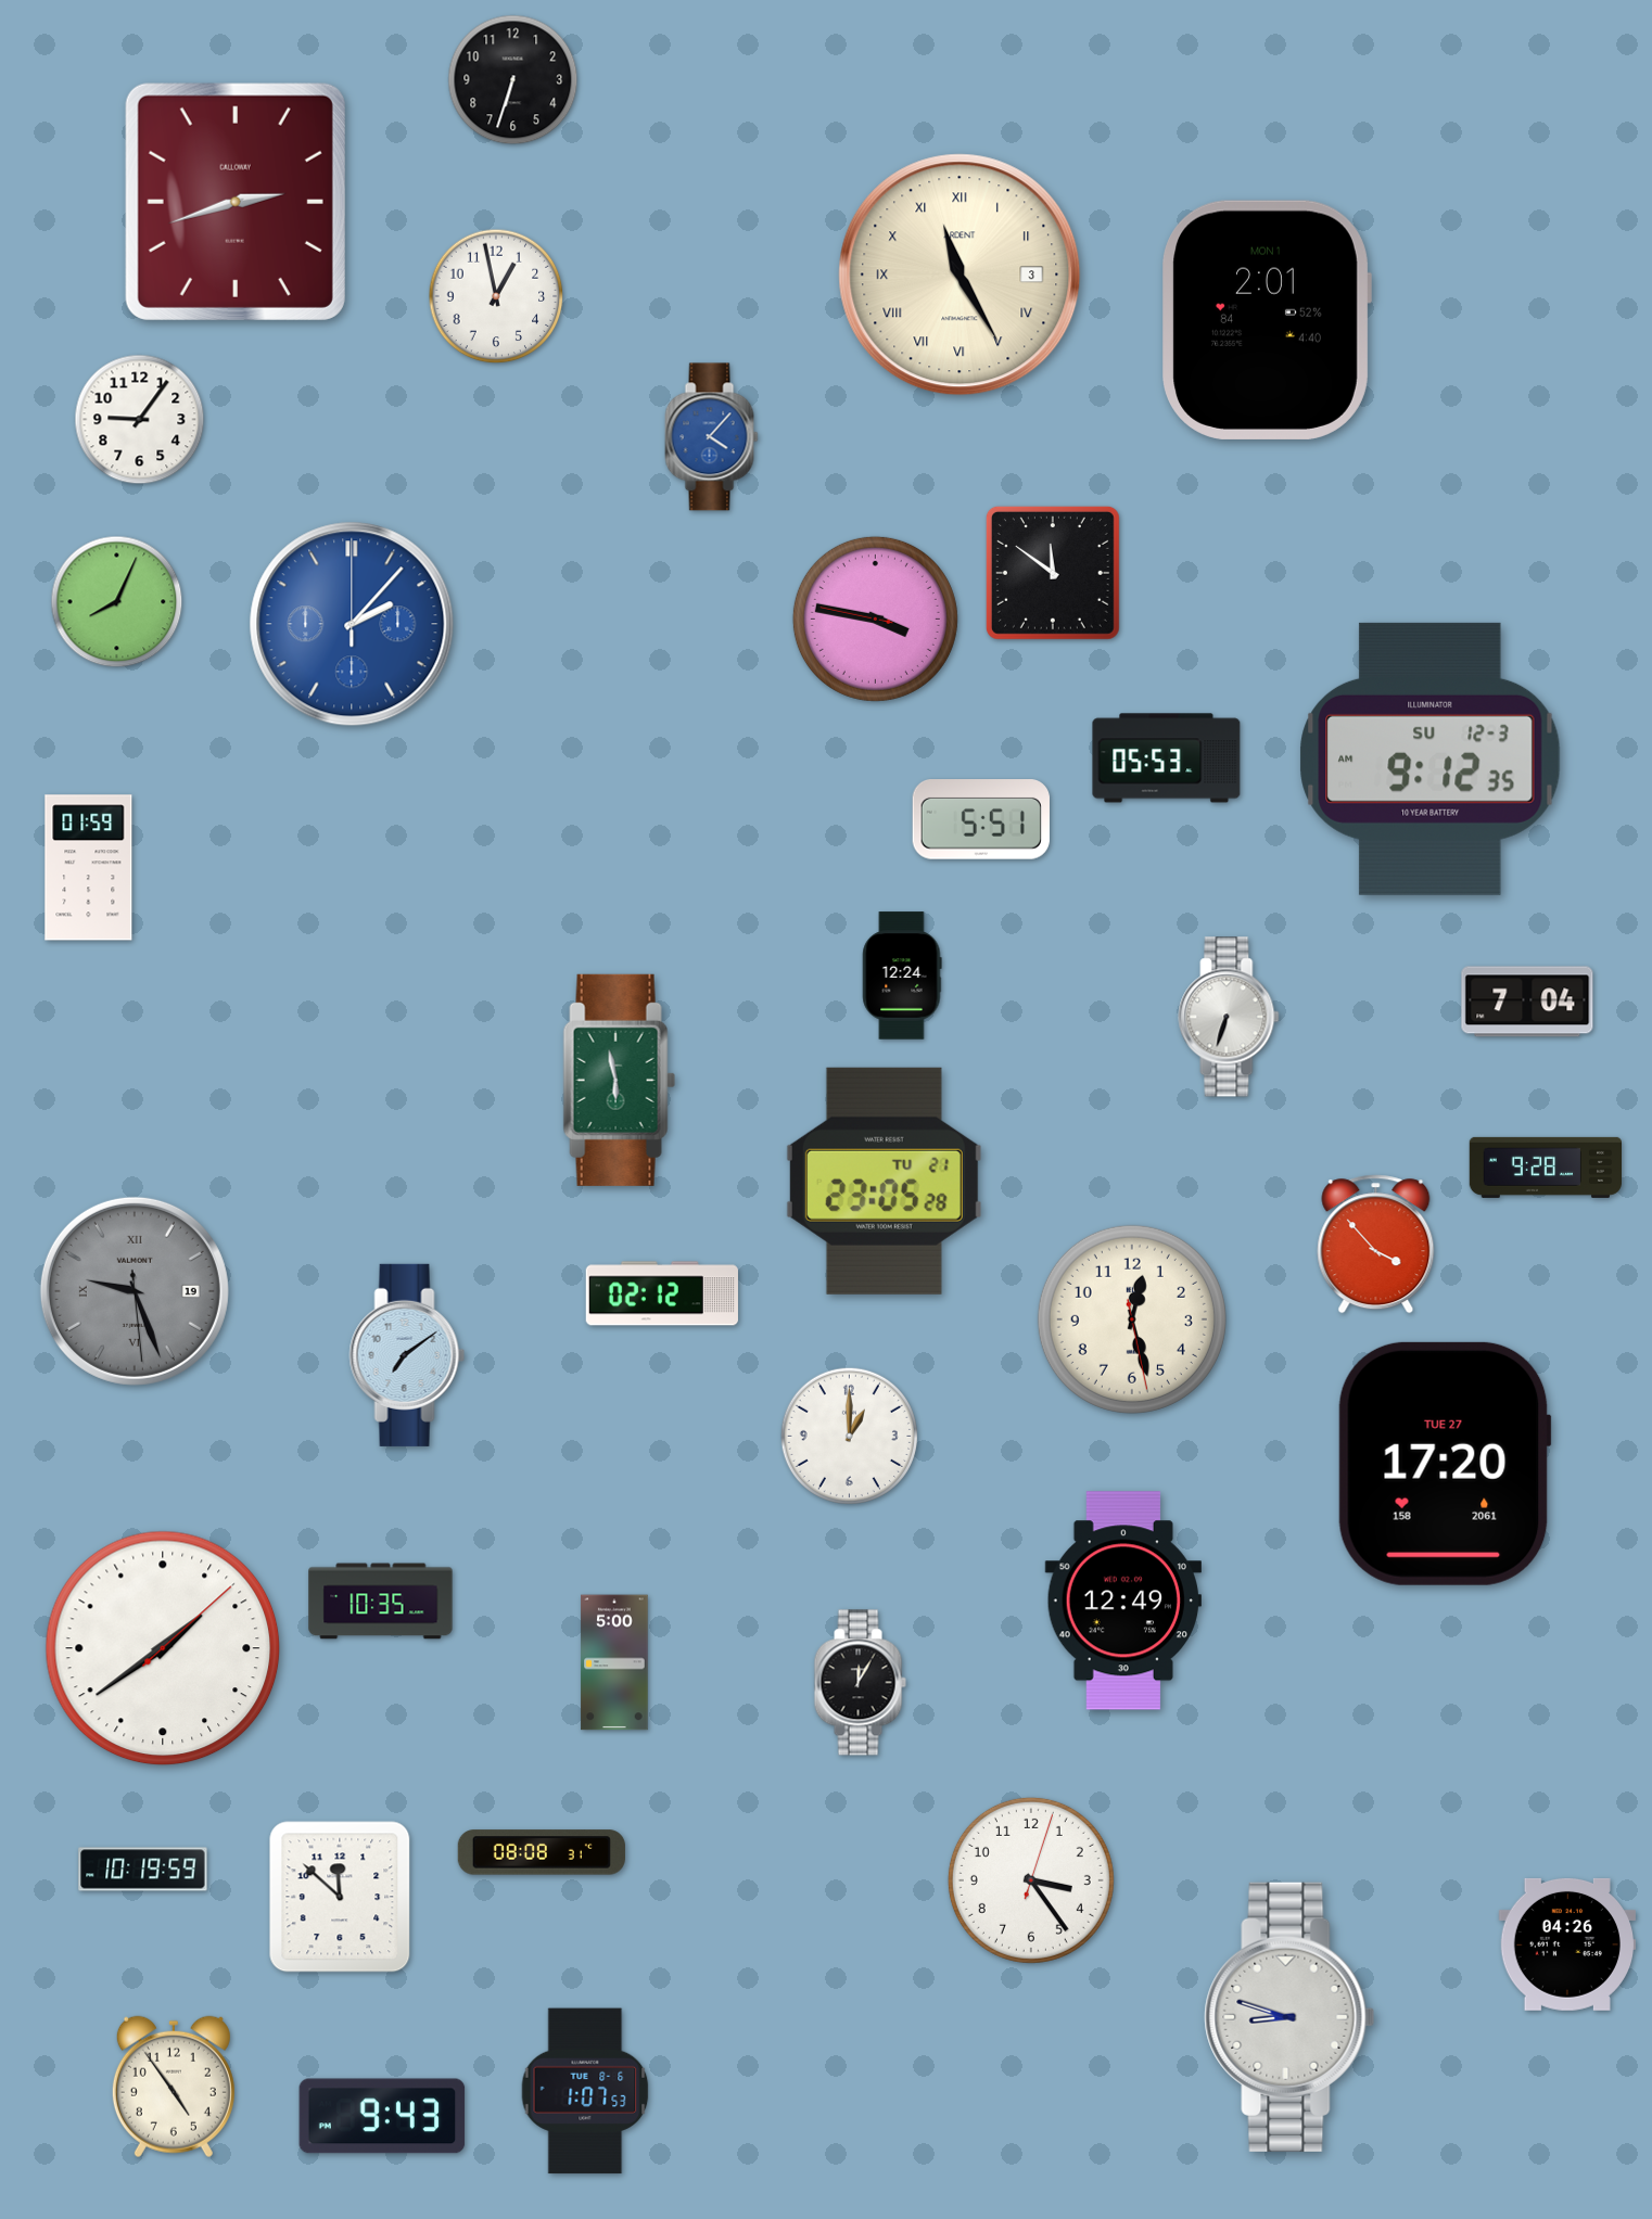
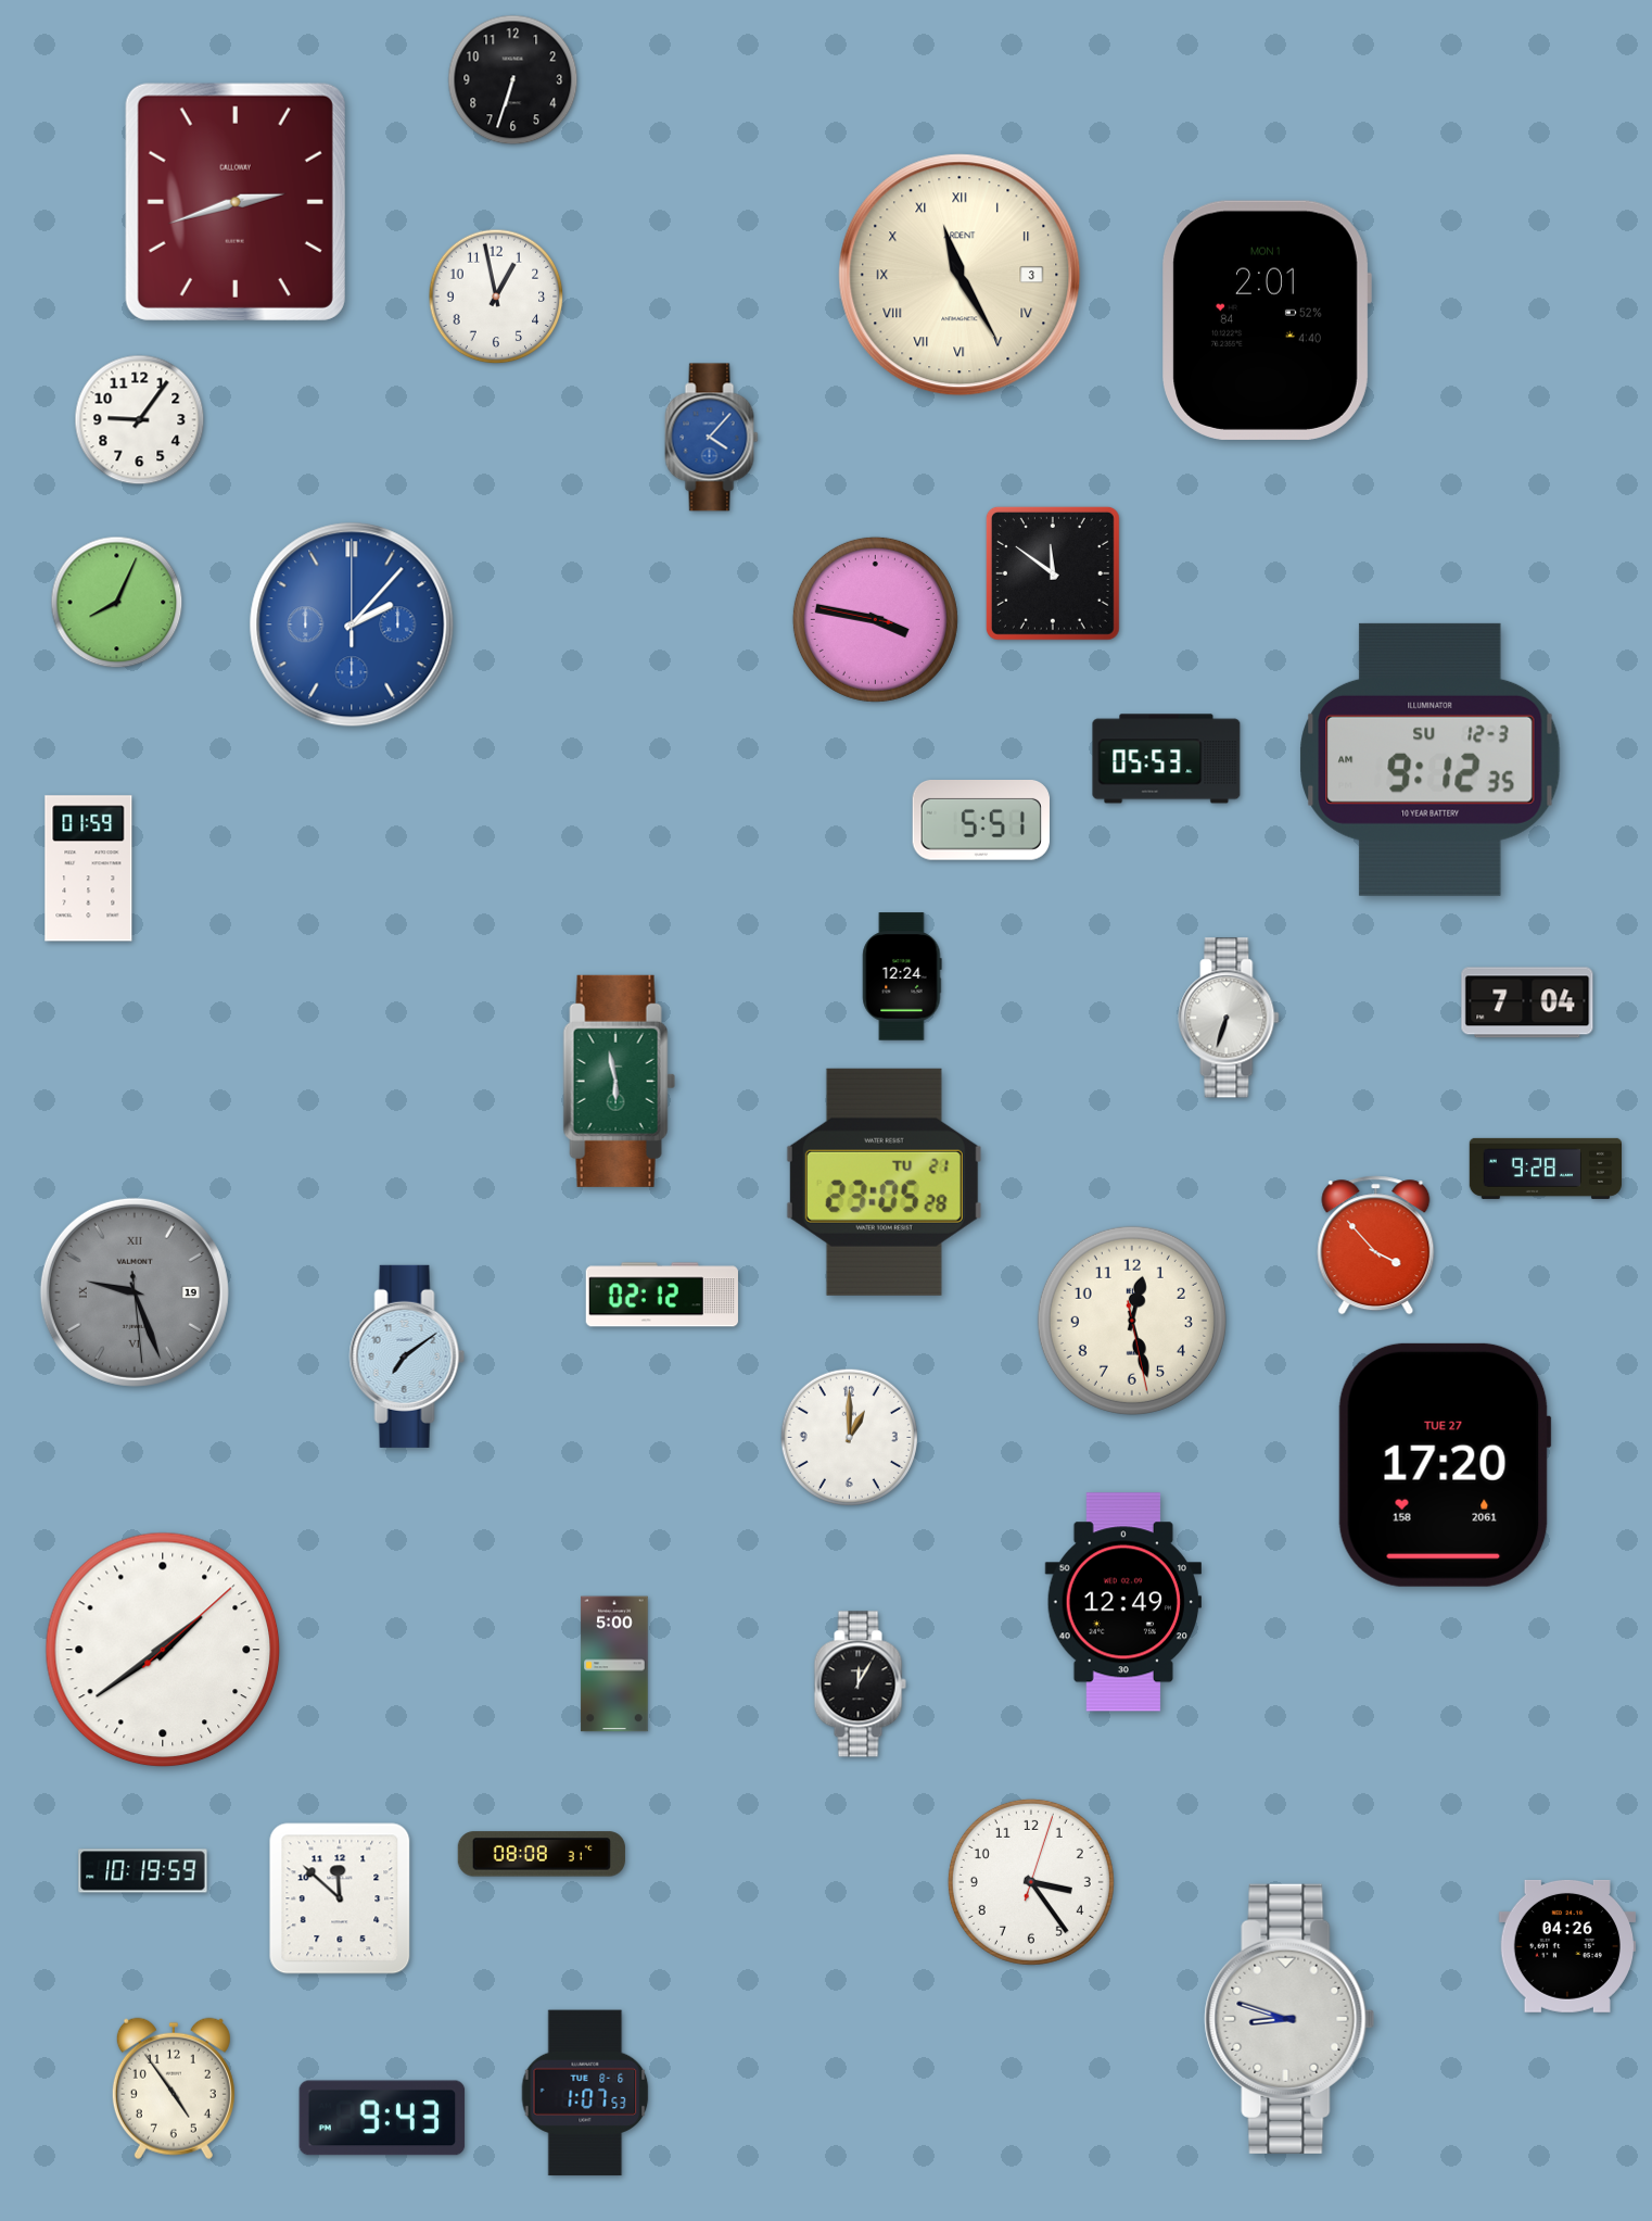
clock at (381, 1602): 10:35 -> none
